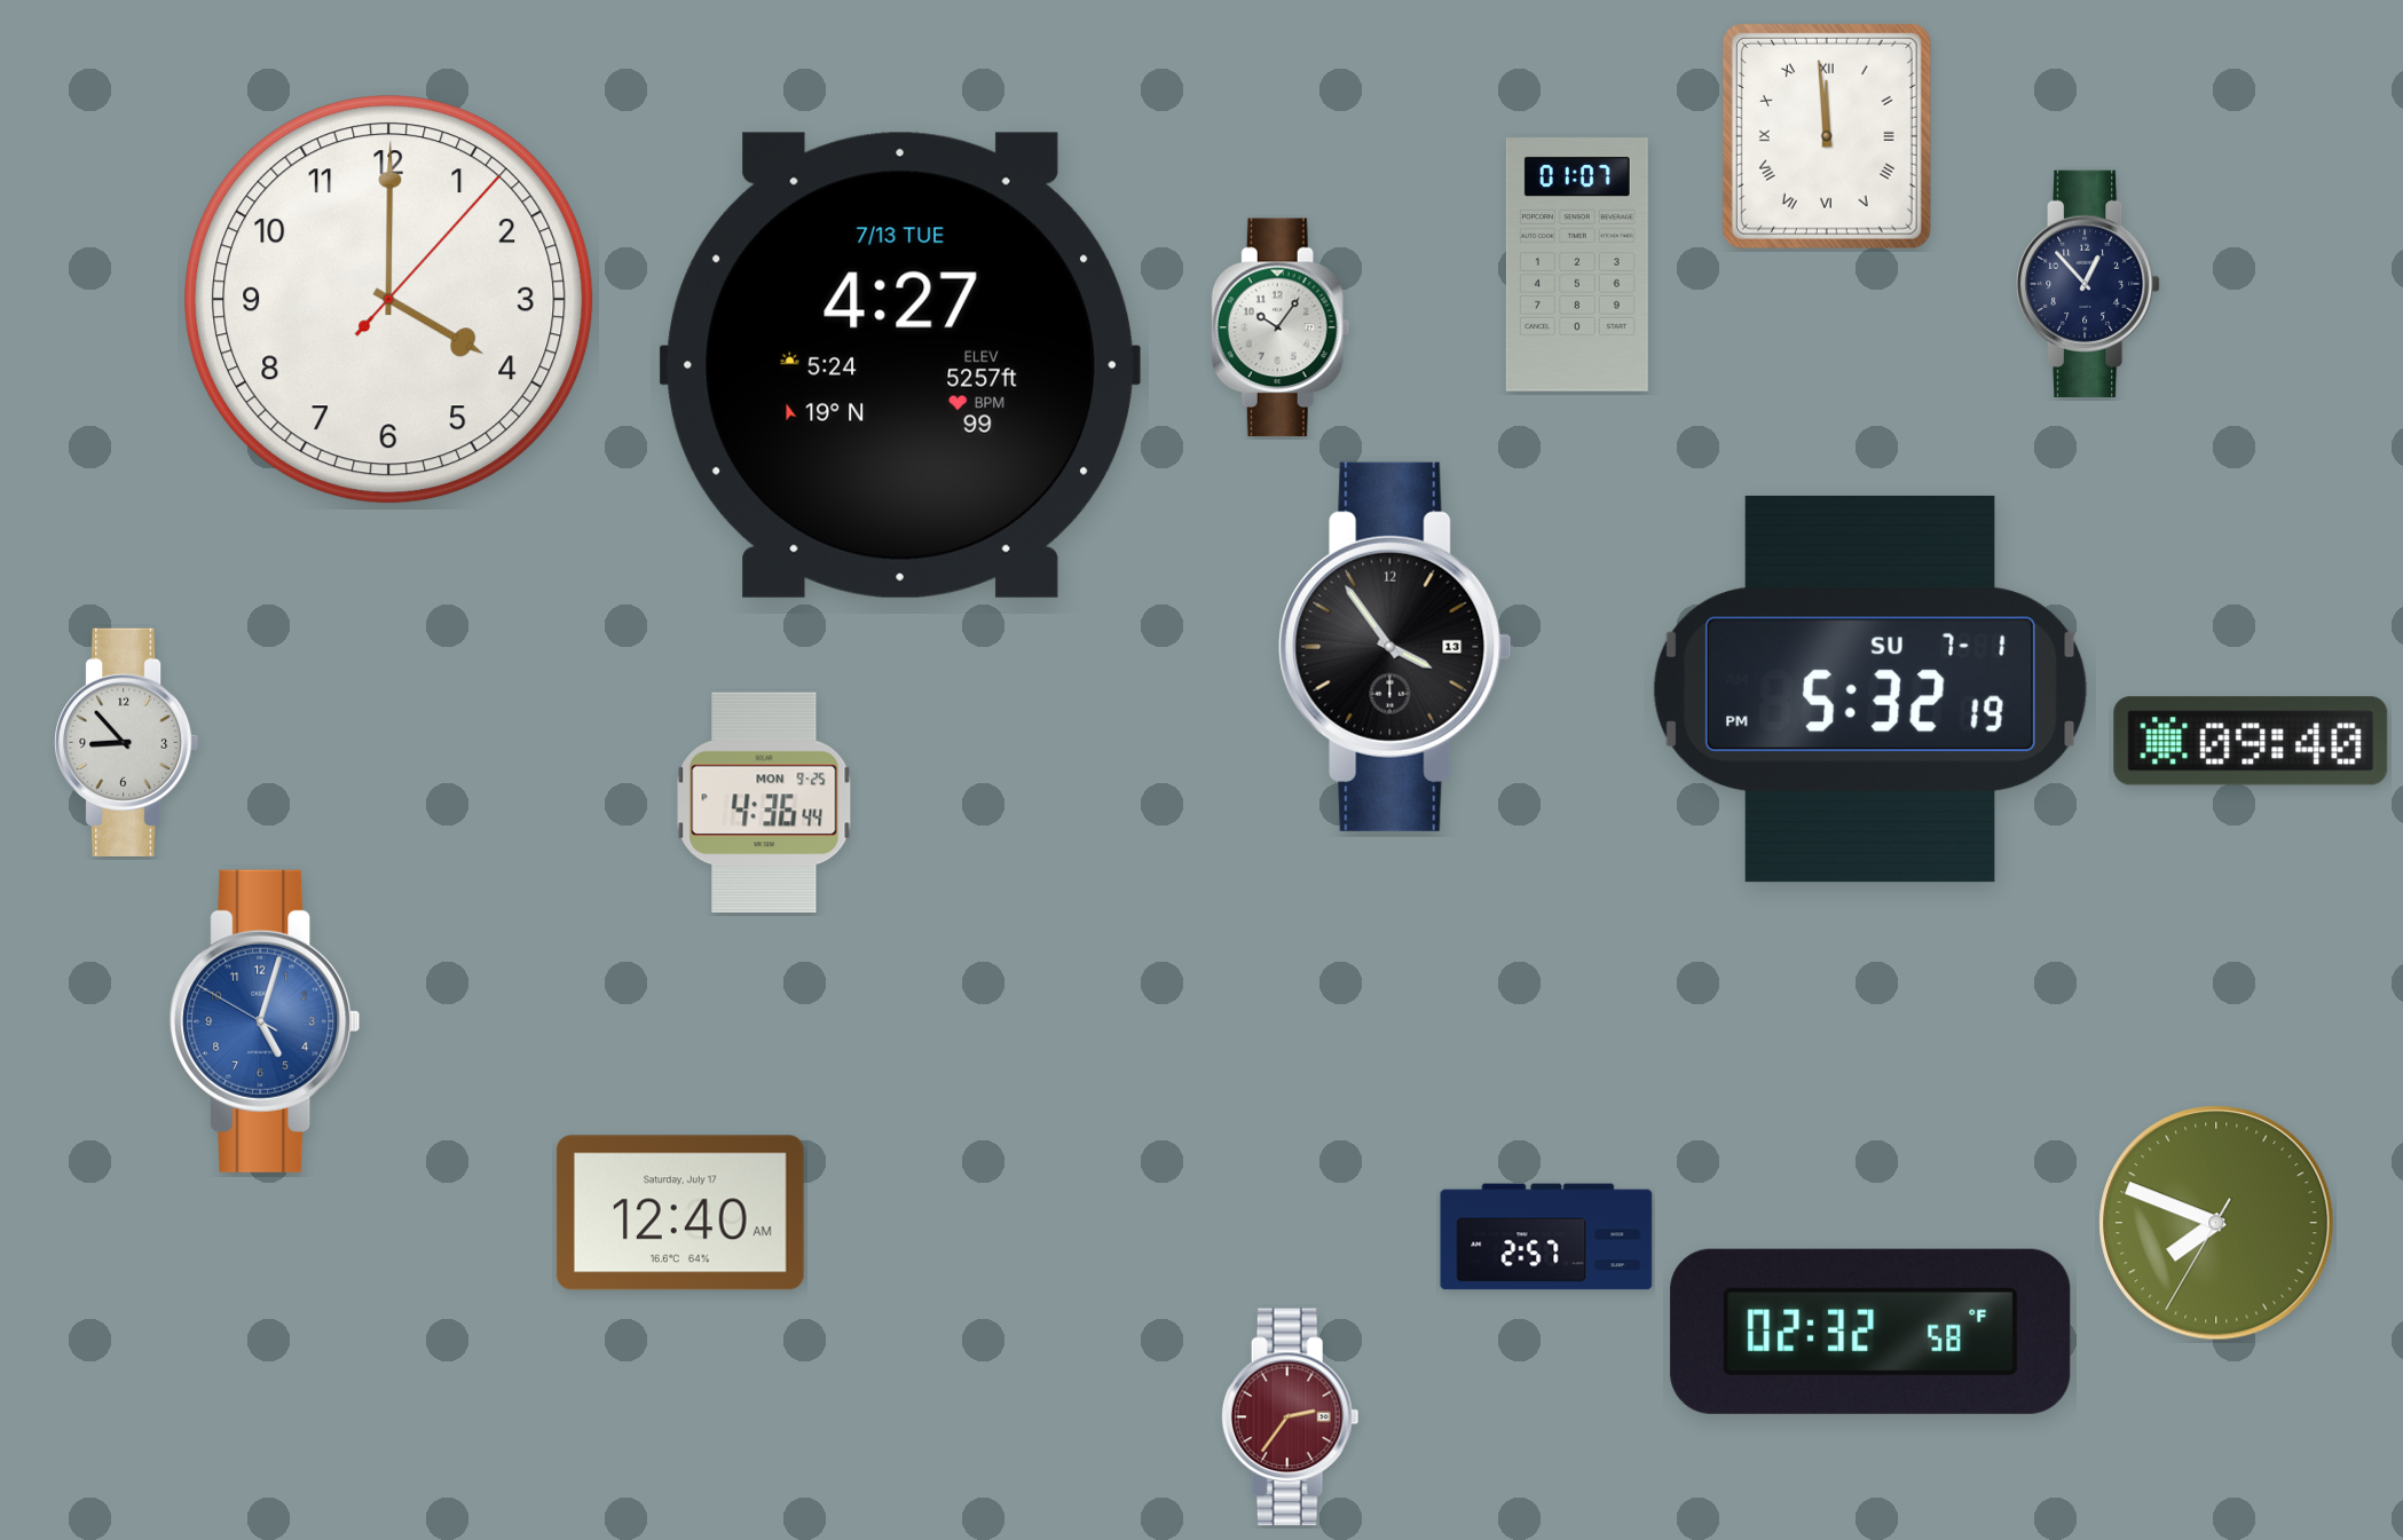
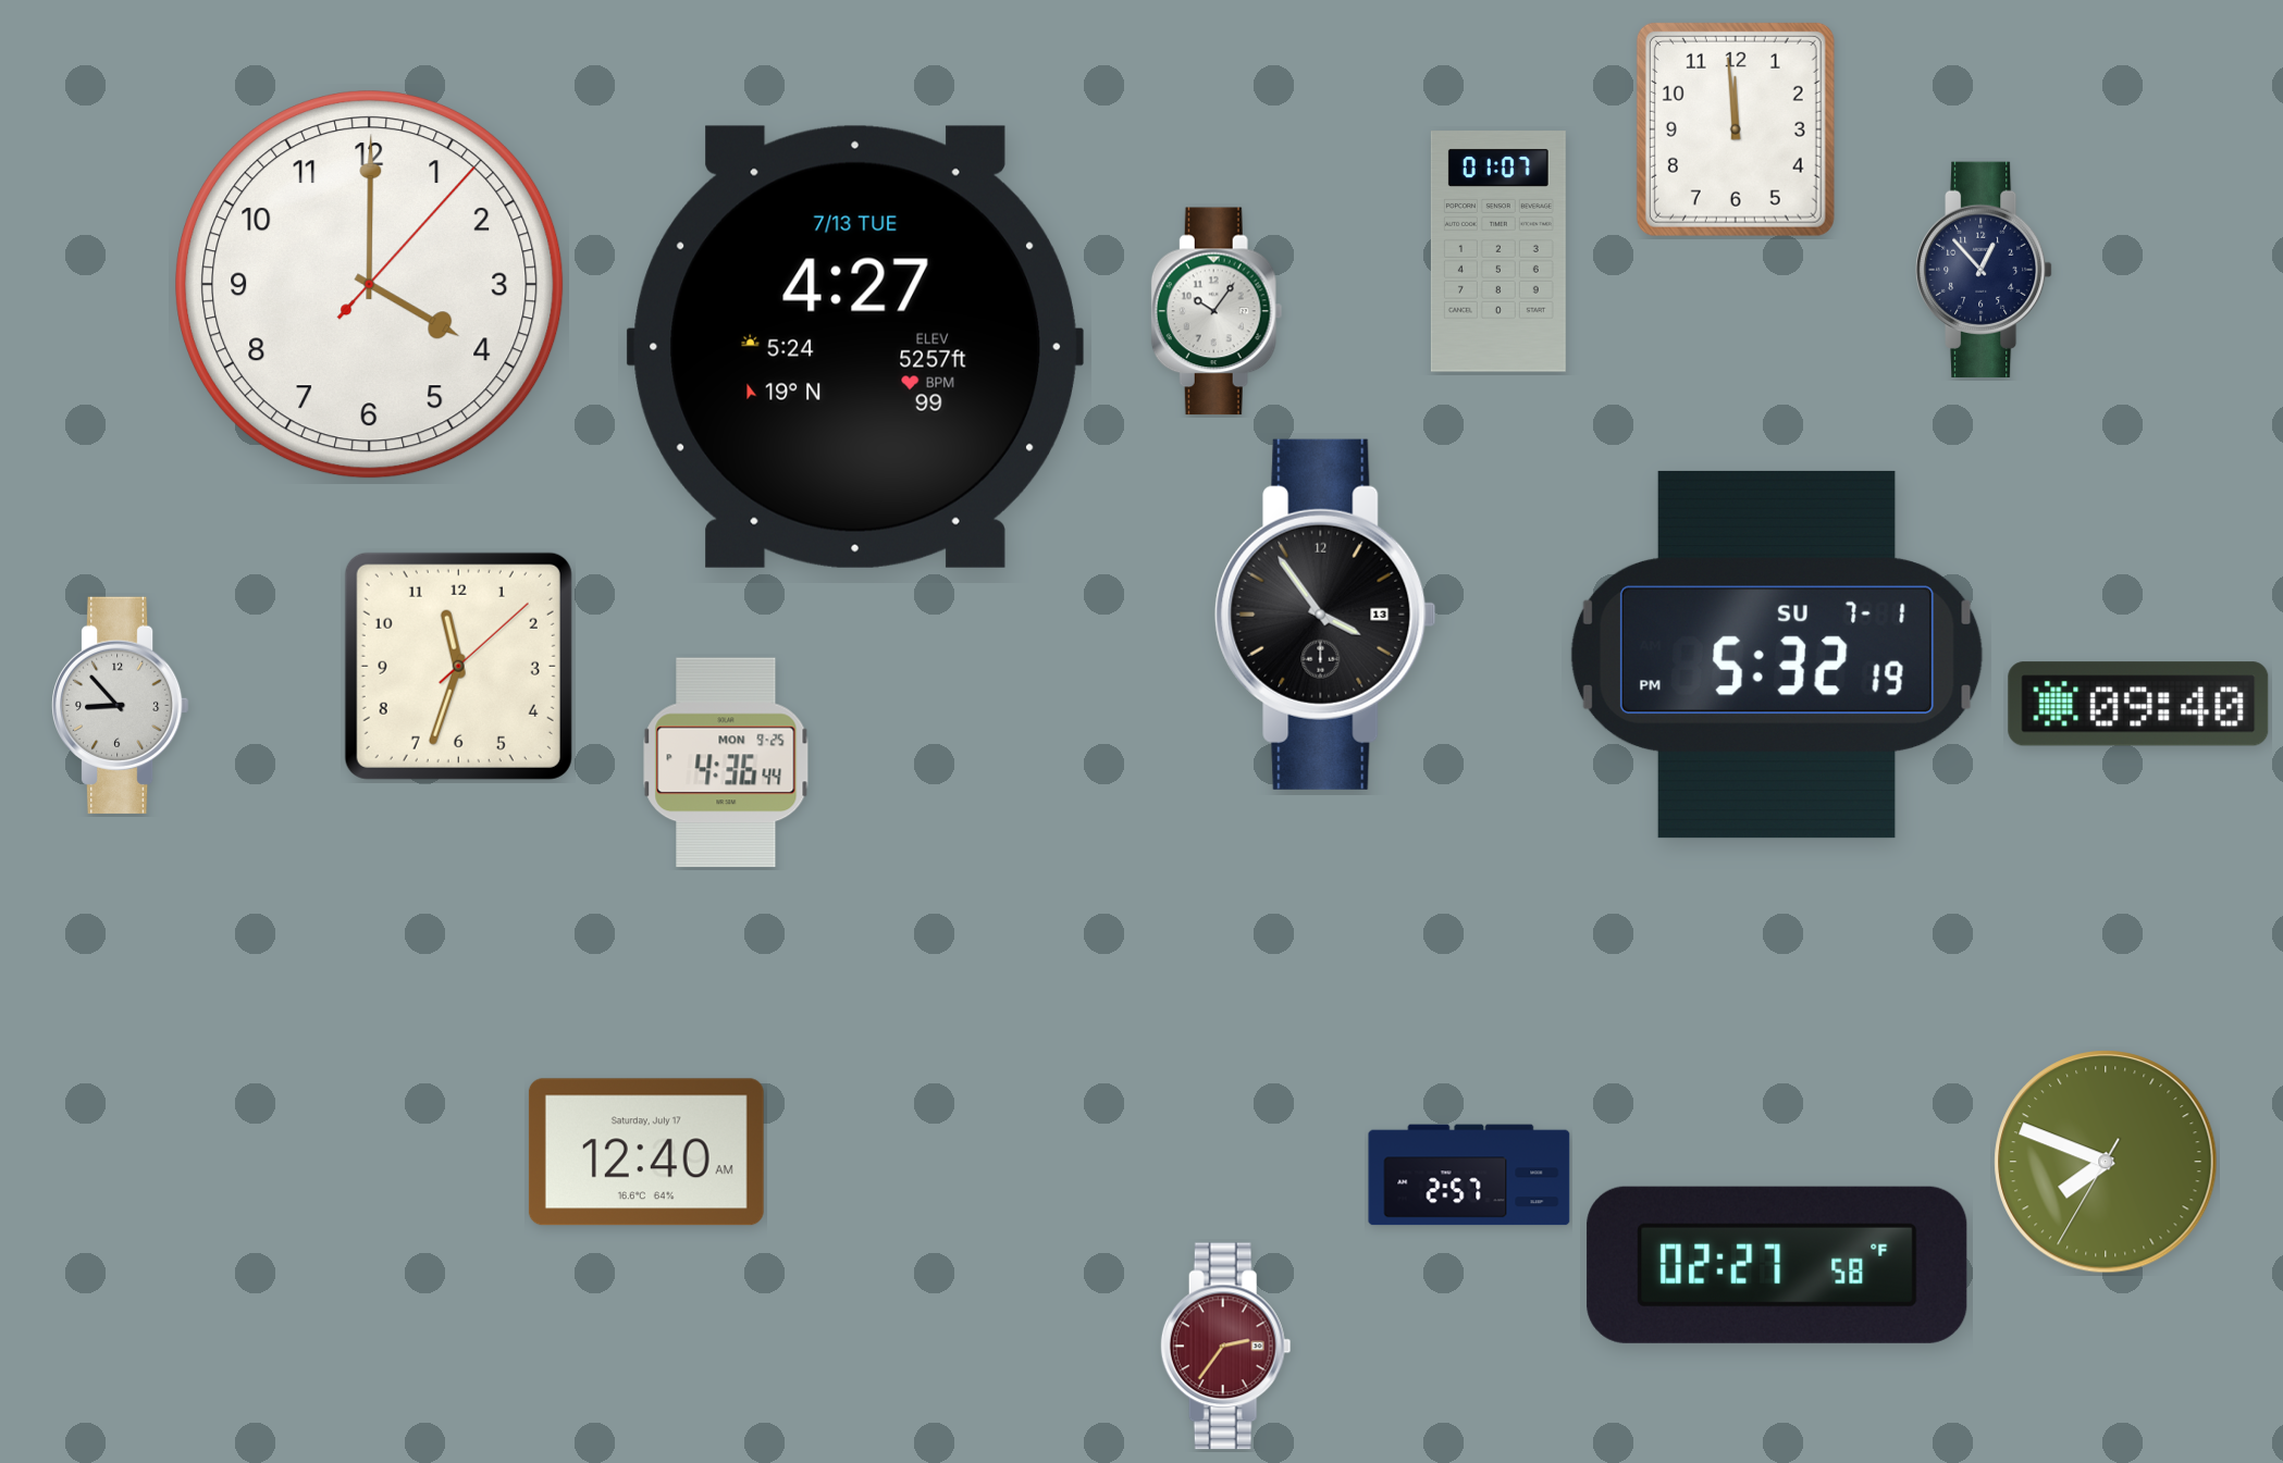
clock at (1827, 136) numerals: Roman -> Arabic
clock at (458, 666): none -> 11:33
clock at (265, 1021): 5:02 -> none
clock at (1870, 1332): 02:32 -> 02:27
